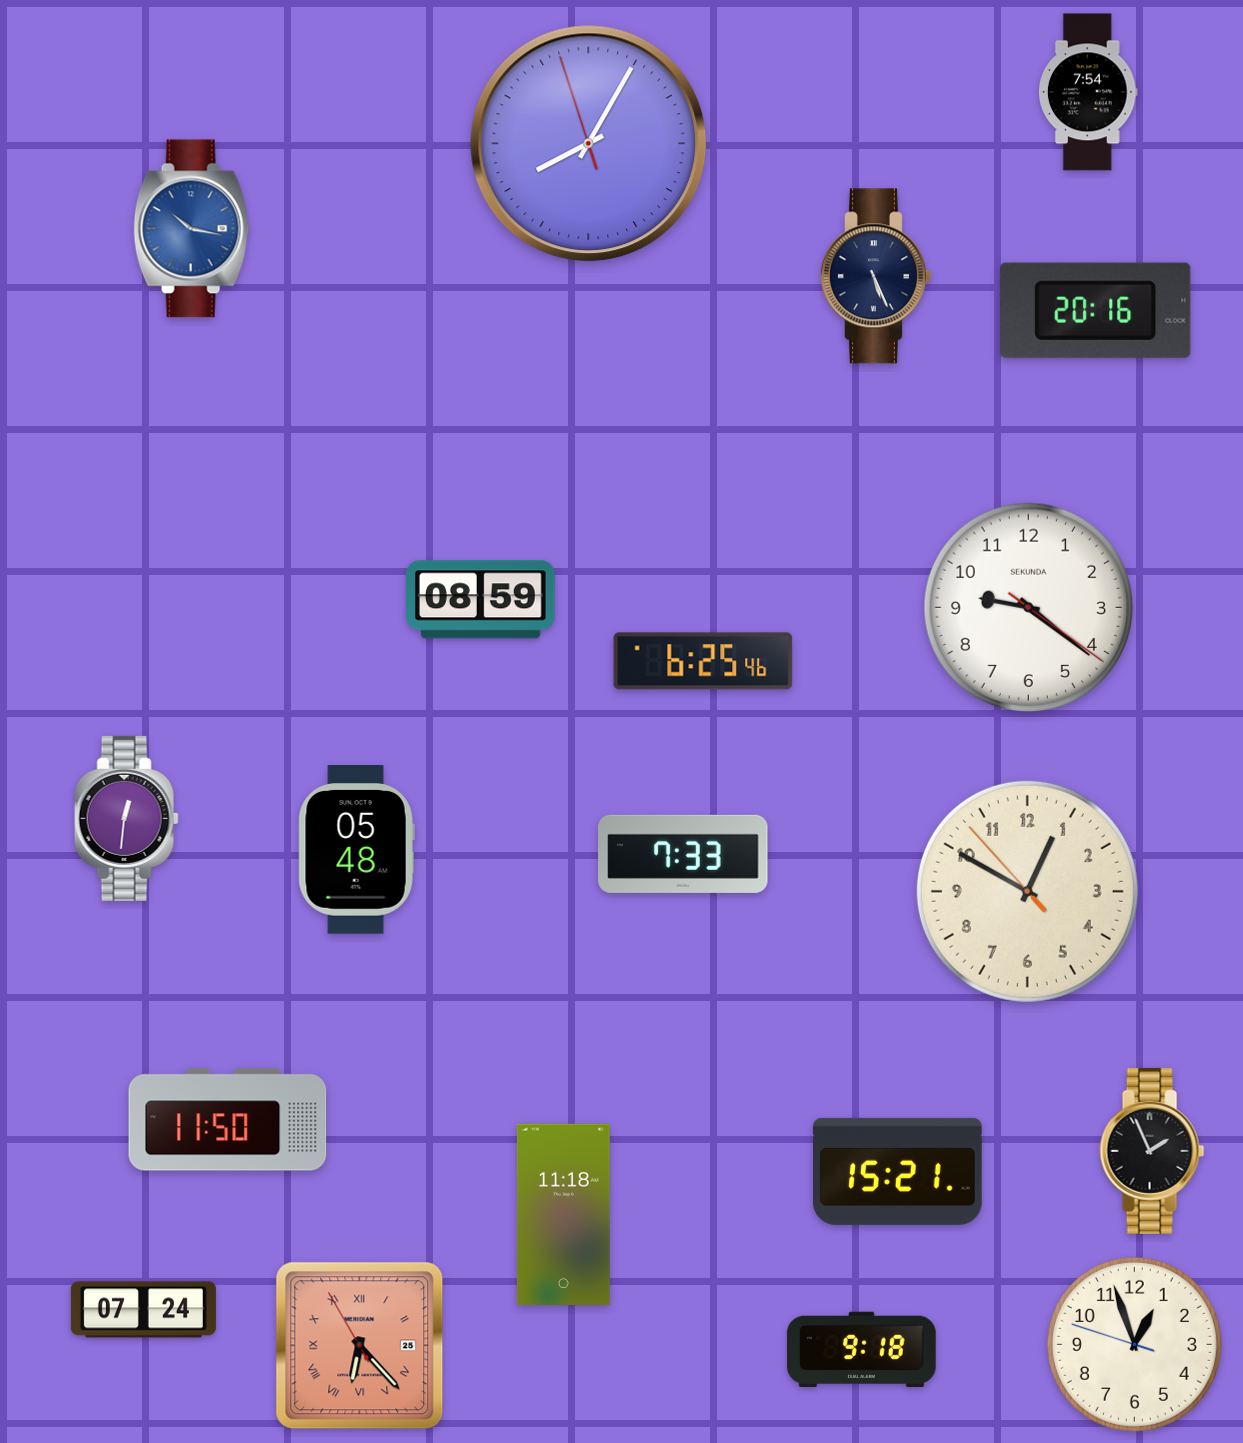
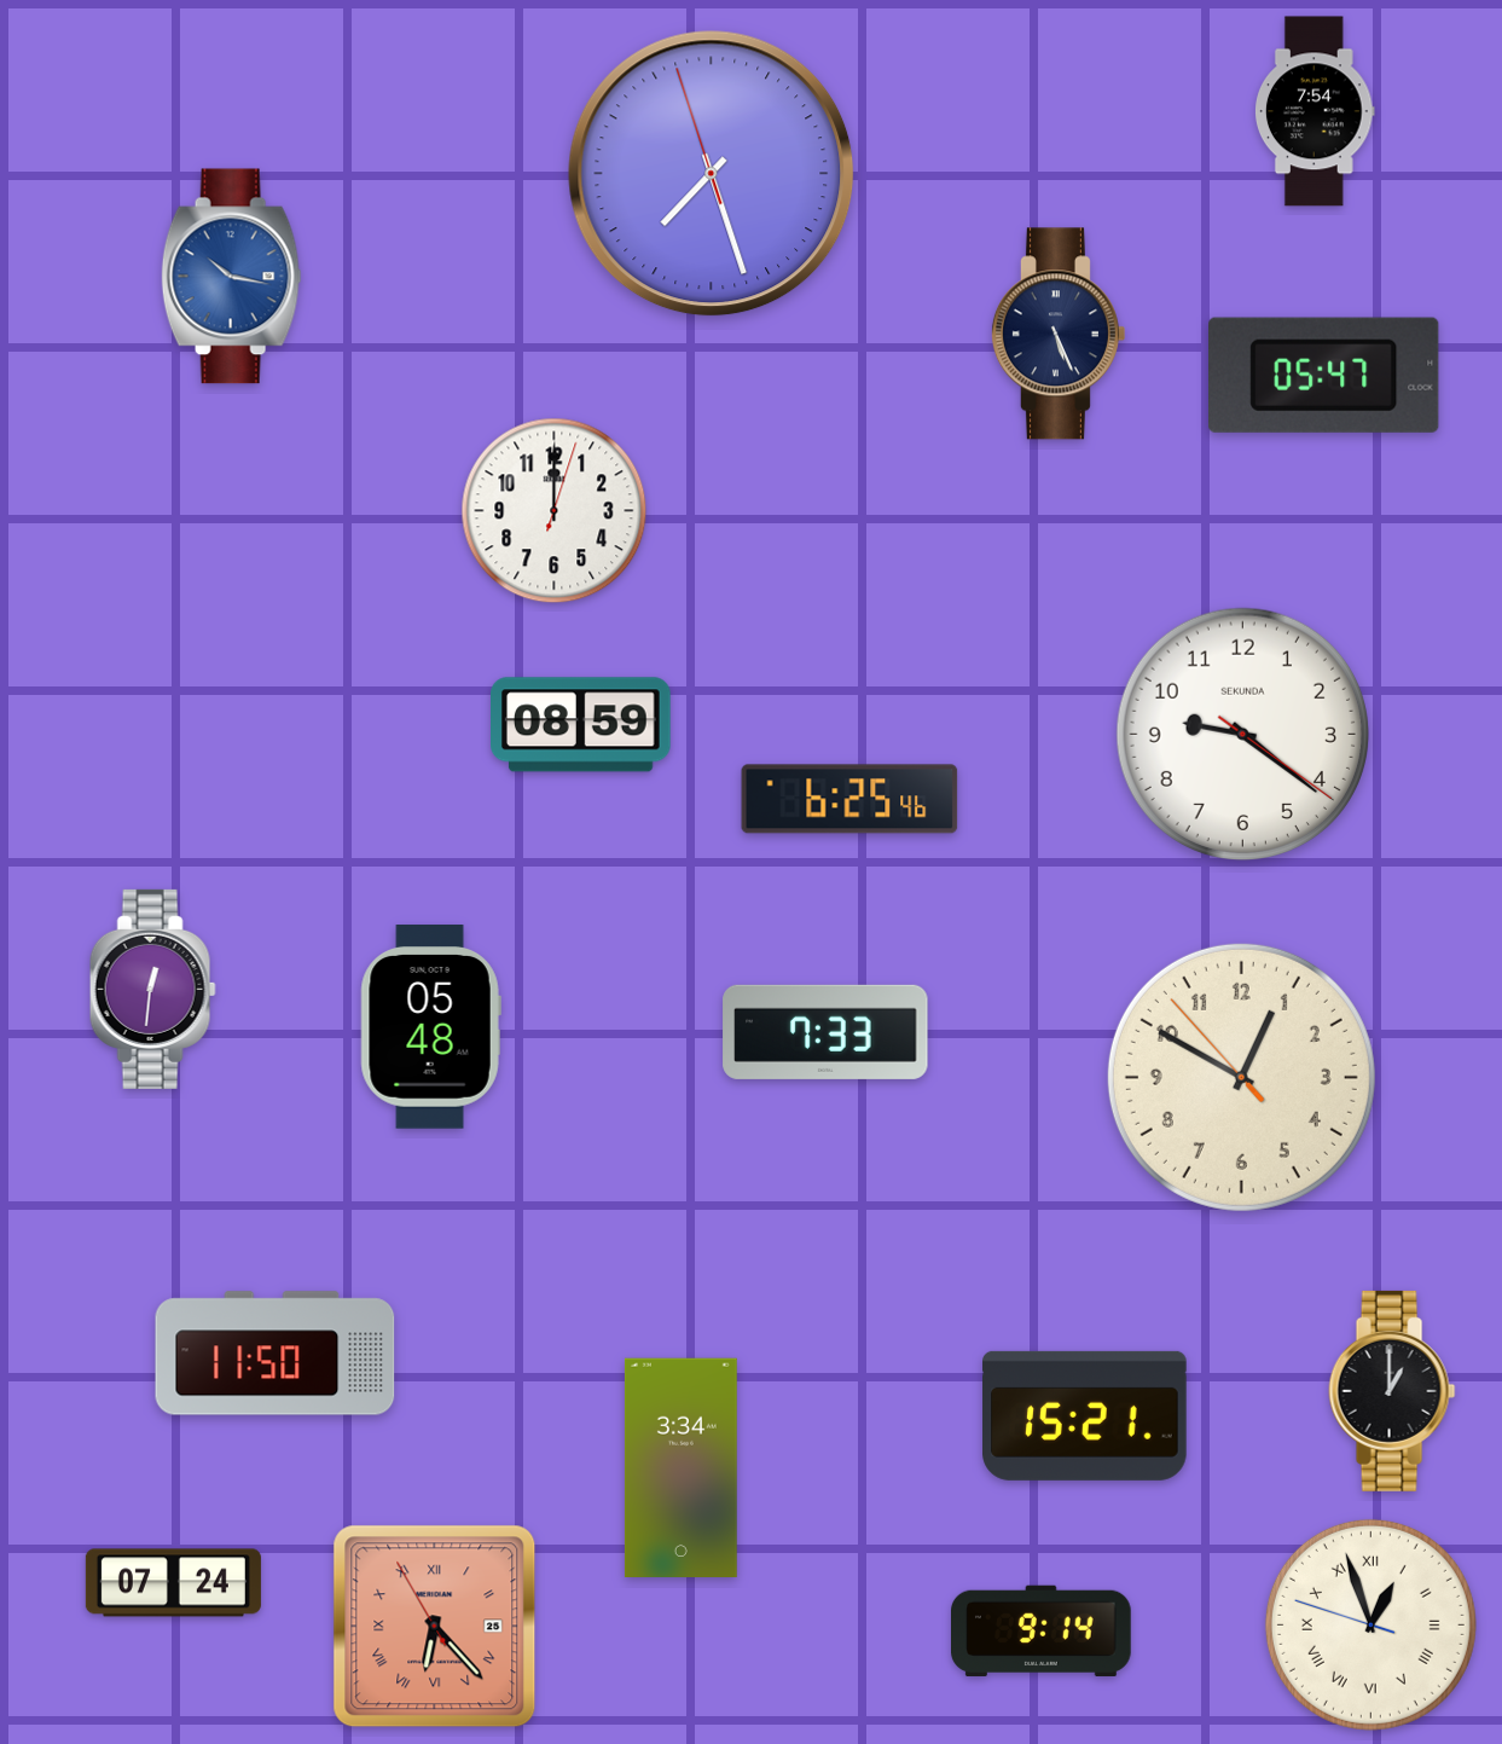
clock at (589, 144): 8:04 -> 7:26
clock at (1095, 310): 20:16 -> 05:47
clock at (555, 511): none -> 12:00
clock at (1152, 1151): 1:56 -> 1:00
clock at (563, 1214): 11:18 -> 3:34
clock at (1134, 1344) numerals: Arabic -> Roman
clock at (862, 1349): 9:18 -> 9:14
